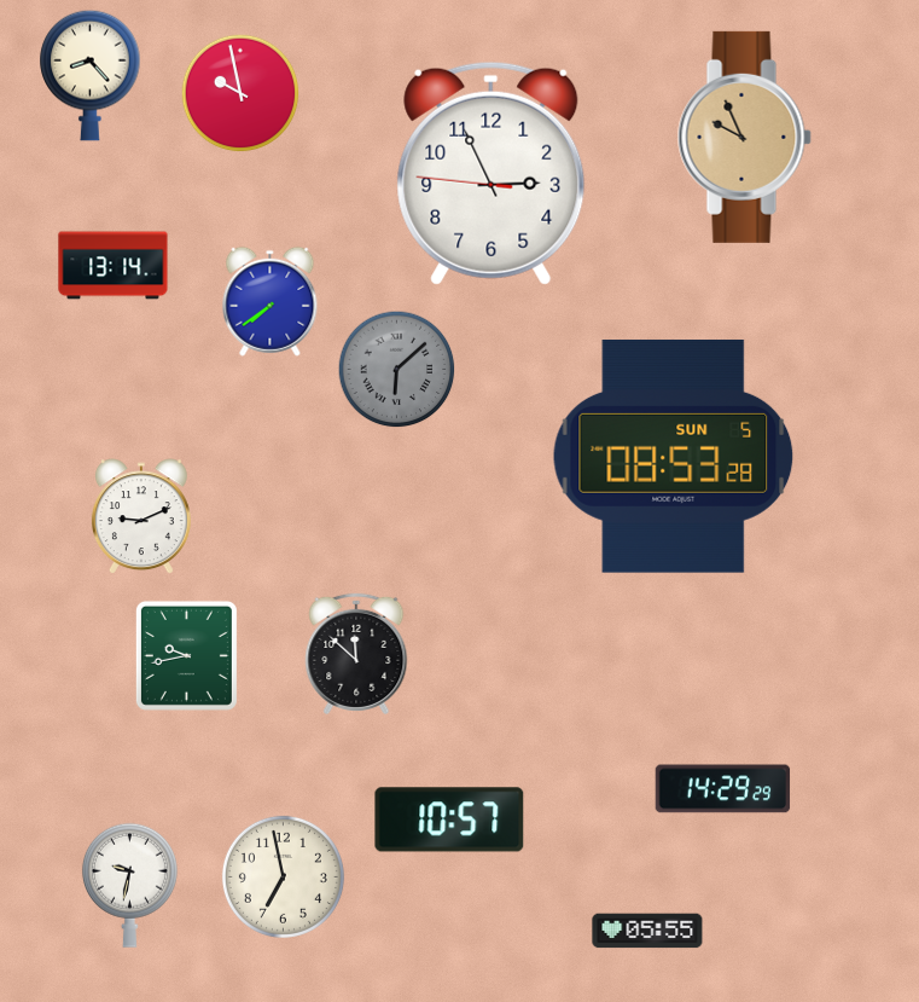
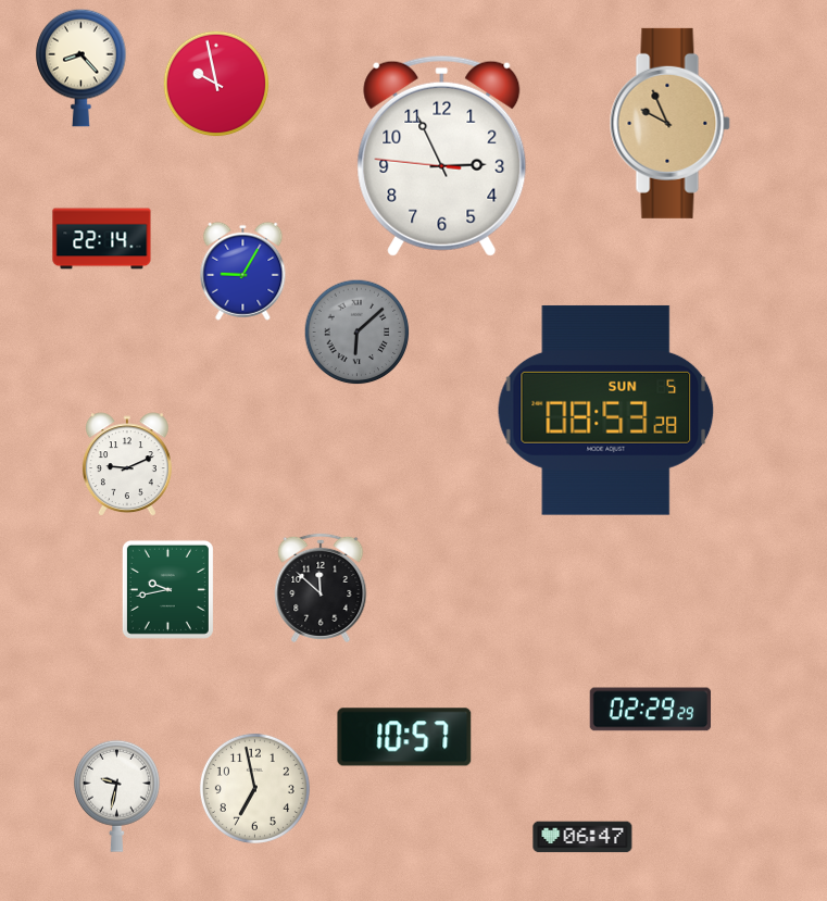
clock at (114, 266): 13:14 -> 22:14
clock at (271, 301): 7:39 -> 9:05
clock at (723, 789): 14:29 -> 02:29
clock at (647, 931): 05:55 -> 06:47
